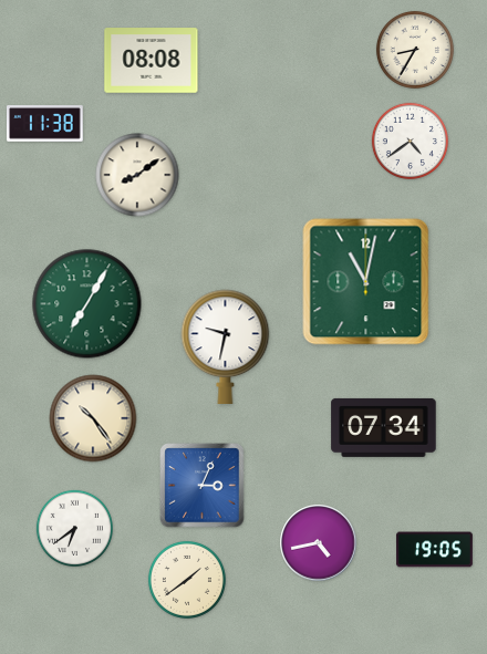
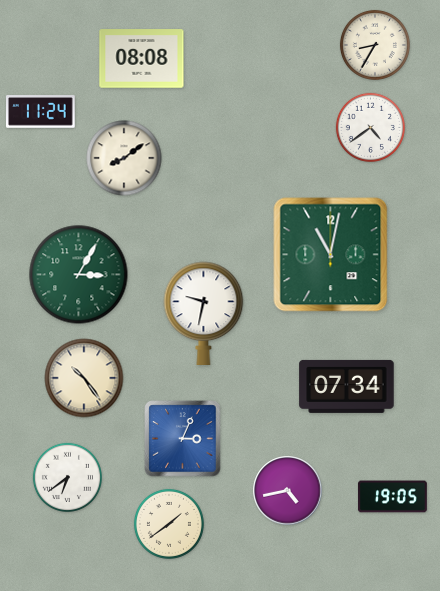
clock at (152, 61) position: (152, 61) -> (142, 59)
clock at (45, 124): 11:38 -> 11:24
clock at (87, 304): 7:05 -> 3:05
